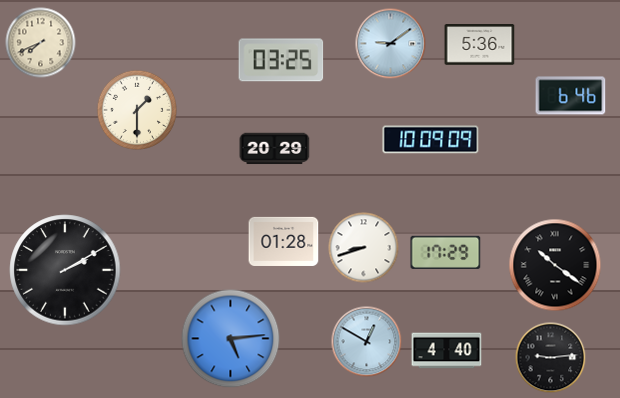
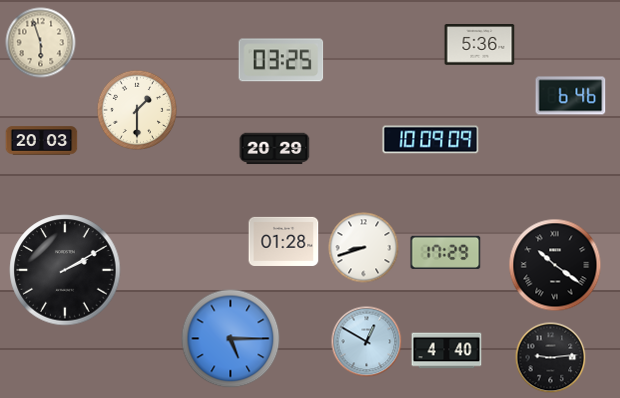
clock at (41, 43): 7:41 -> 5:57
clock at (391, 44): 9:09 -> none
clock at (42, 141): none -> 20:03
clock at (231, 339): 5:14 -> 5:15
